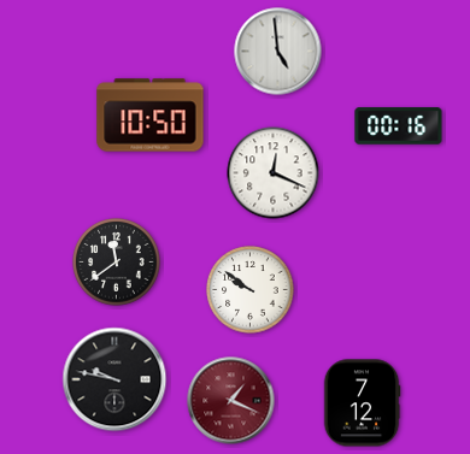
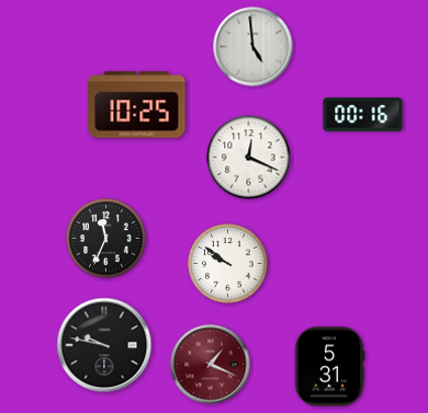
clock at (151, 116): 10:50 -> 10:25
clock at (117, 263): 11:39 -> 11:34
clock at (362, 403): 7:12 -> 5:31
